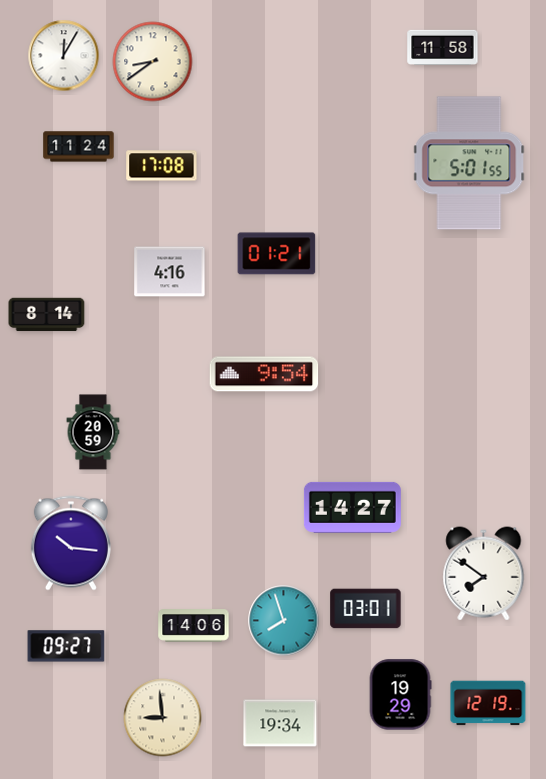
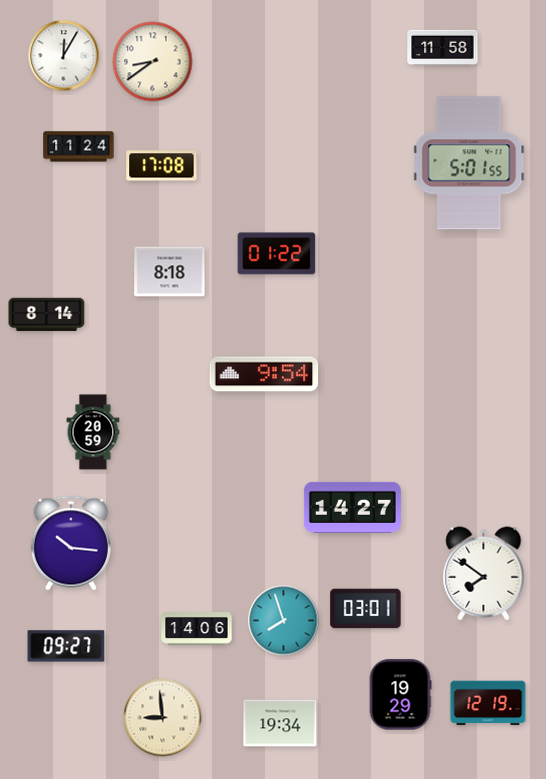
clock at (277, 254): 01:21 -> 01:22
clock at (170, 272): 4:16 -> 8:18
clock at (194, 626) position: (194, 626) -> (197, 629)
